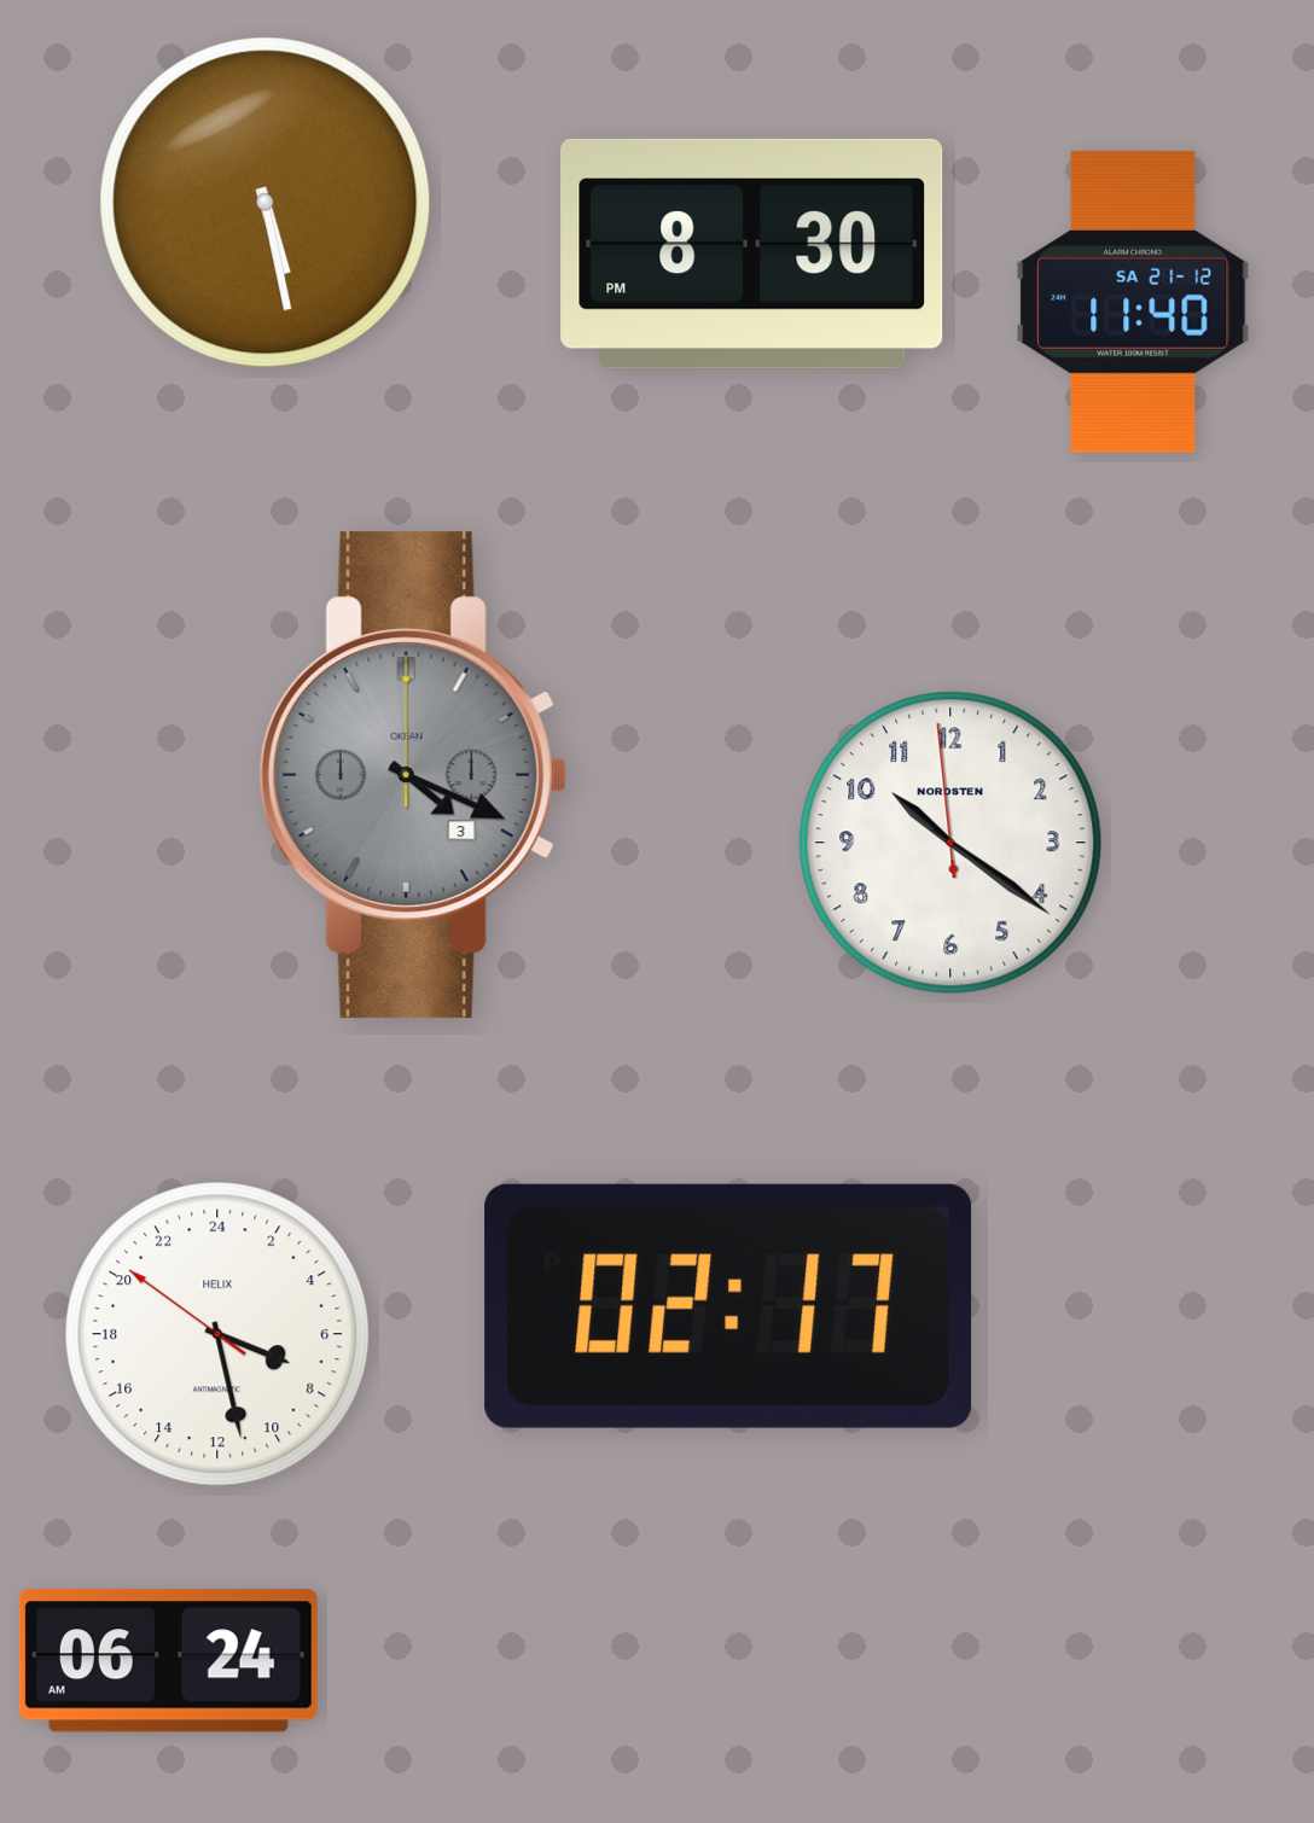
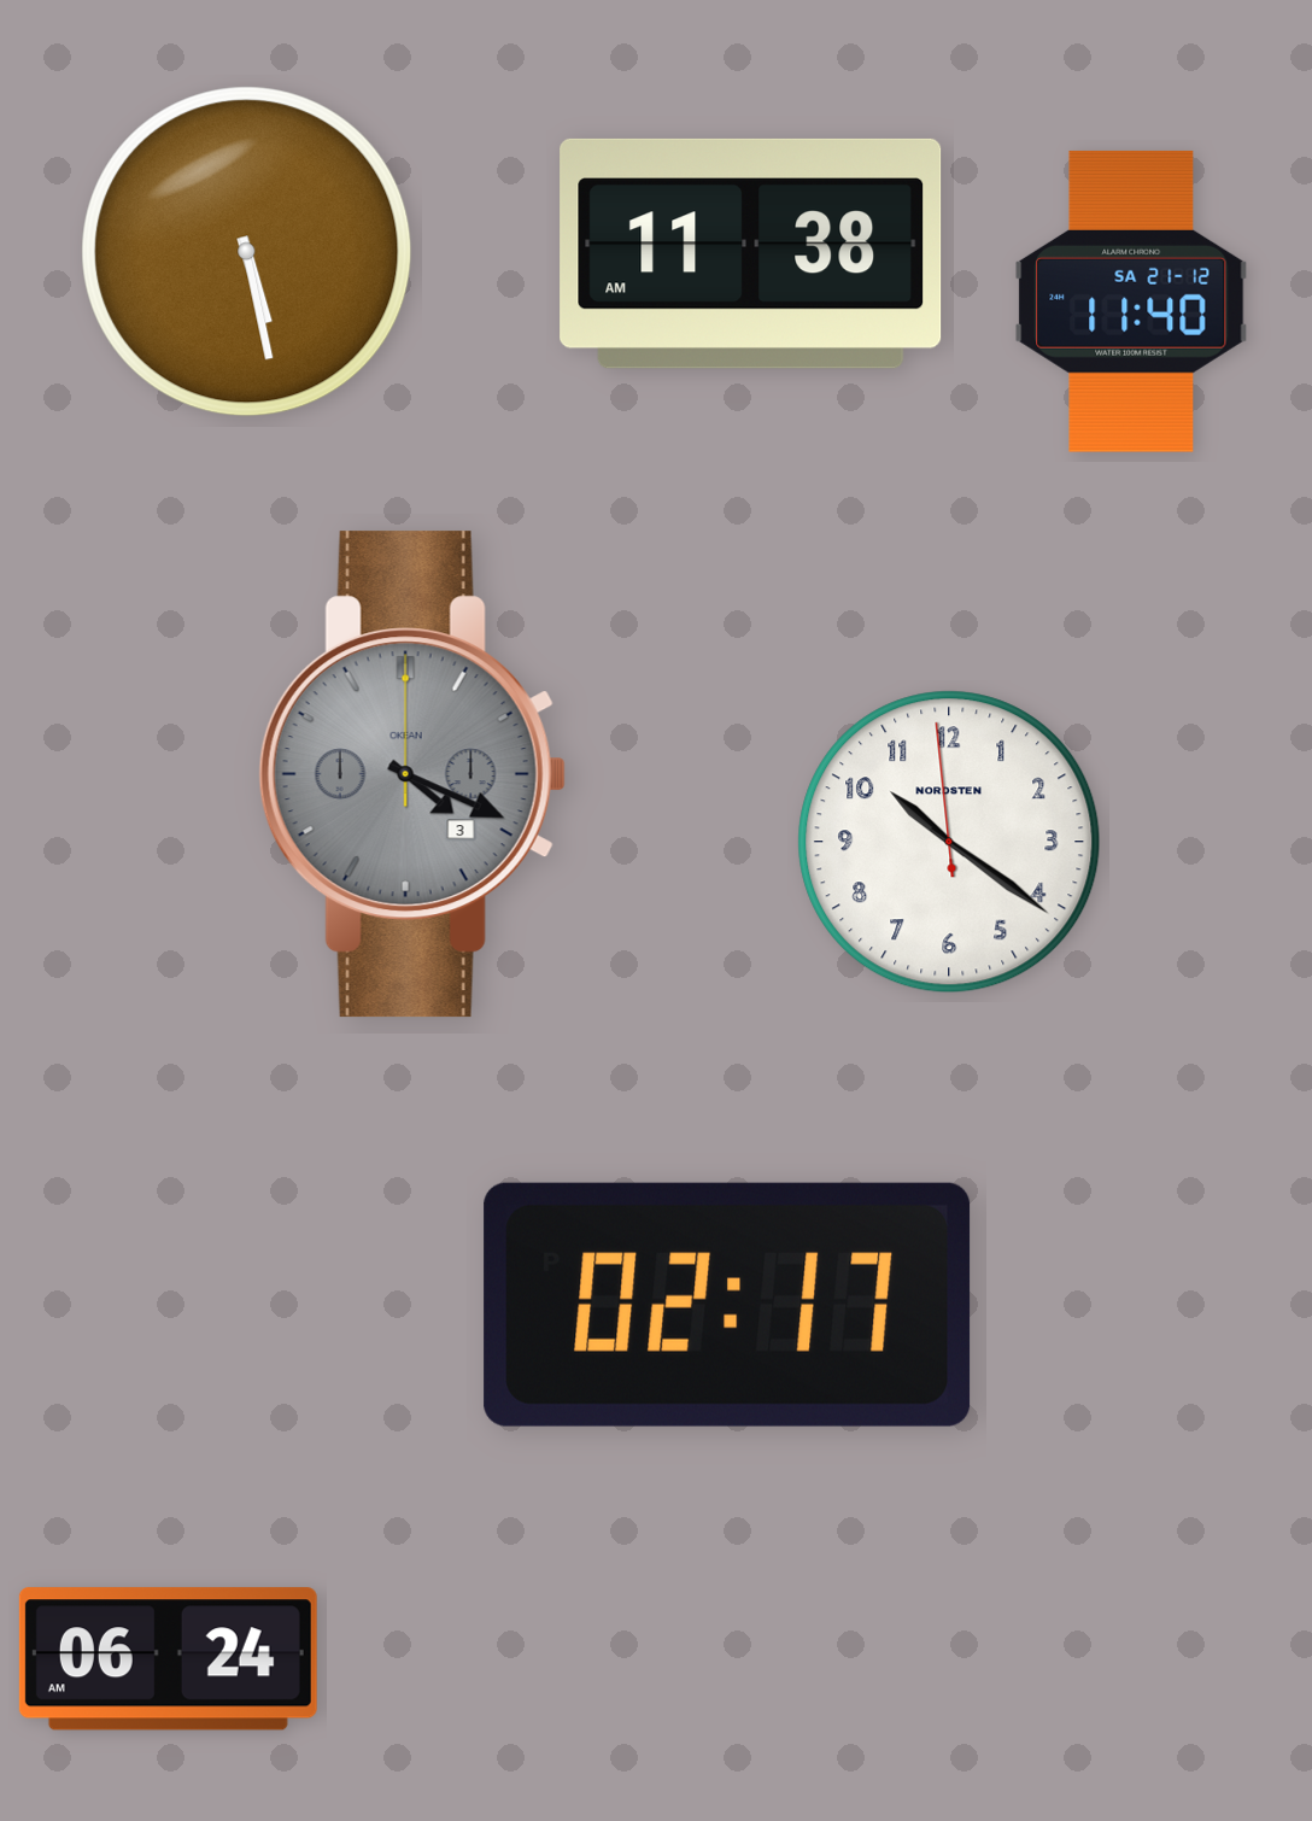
clock at (266, 203) position: (266, 203) -> (247, 252)
clock at (752, 254): 8:30 -> 11:38
clock at (217, 1334): 7:27 -> none
